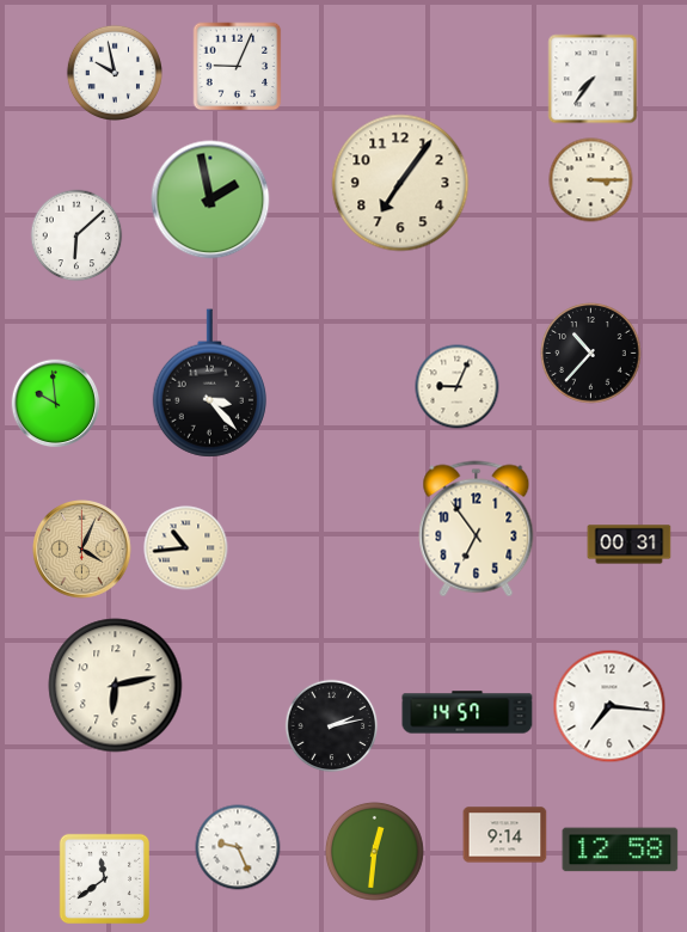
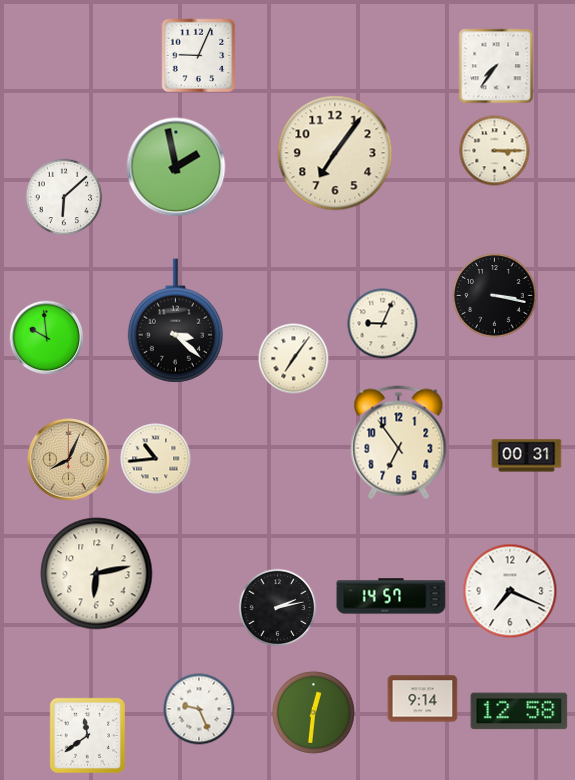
clock at (115, 73): 9:58 -> none
clock at (591, 354): 10:37 -> 3:17
clock at (209, 384): 3:23 -> 3:22
clock at (294, 359): none -> 7:06
clock at (82, 550): 4:04 -> 8:04
clock at (609, 706): 7:16 -> 7:19
